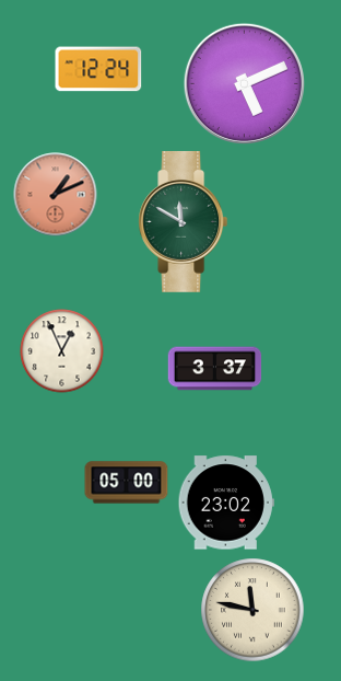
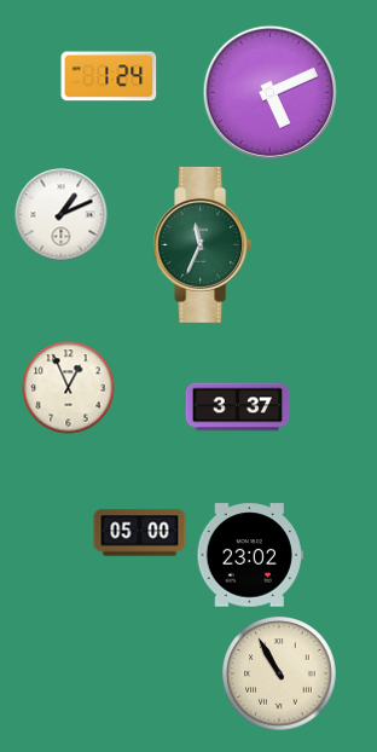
clock at (98, 69): 12:24 -> 1:24
clock at (56, 195) dial: salmon -> white
clock at (184, 221): 11:50 -> 11:34
clock at (252, 610): 11:47 -> 10:55
